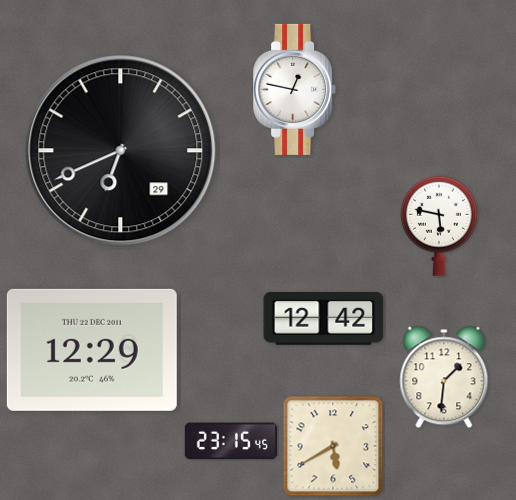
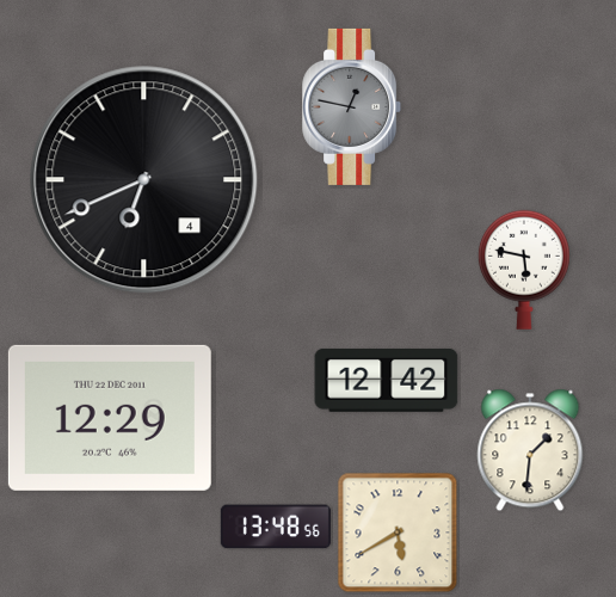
clock at (295, 89) dial: white -> grey
clock at (121, 151) date: 29 -> 4
clock at (231, 441): 23:15 -> 13:48
